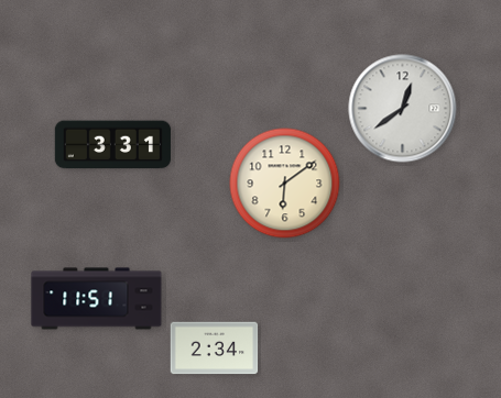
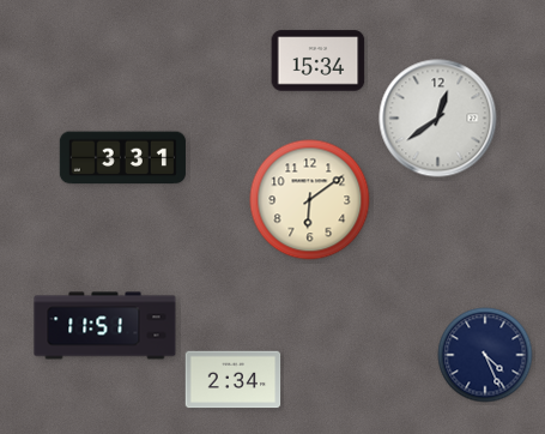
clock at (319, 61): none -> 15:34
clock at (485, 355): none -> 4:26
